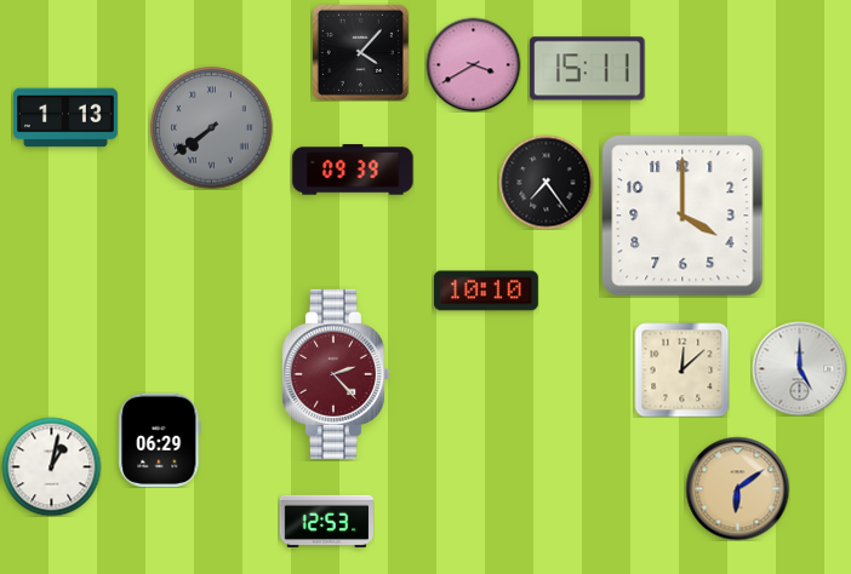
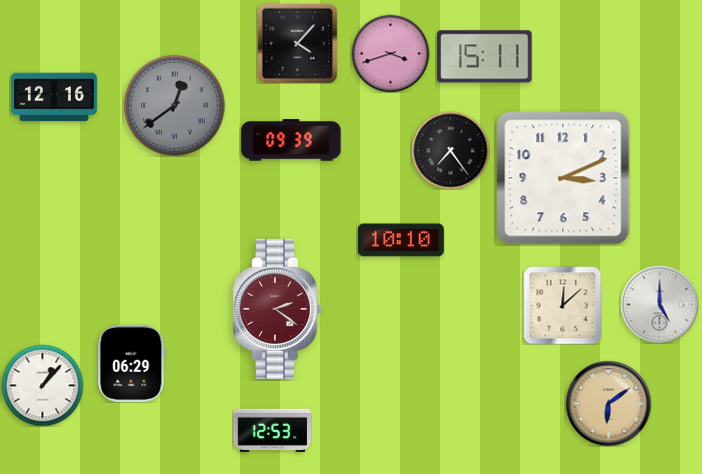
clock at (473, 64): 3:40 -> 3:42
clock at (65, 117): 1:13 -> 12:16
clock at (212, 128): 7:39 -> 12:39
clock at (682, 216): 4:00 -> 3:11
clock at (335, 374): 2:23 -> 2:21
clock at (51, 466): 1:02 -> 1:07
clock at (326, 521) position: (326, 521) -> (272, 430)
